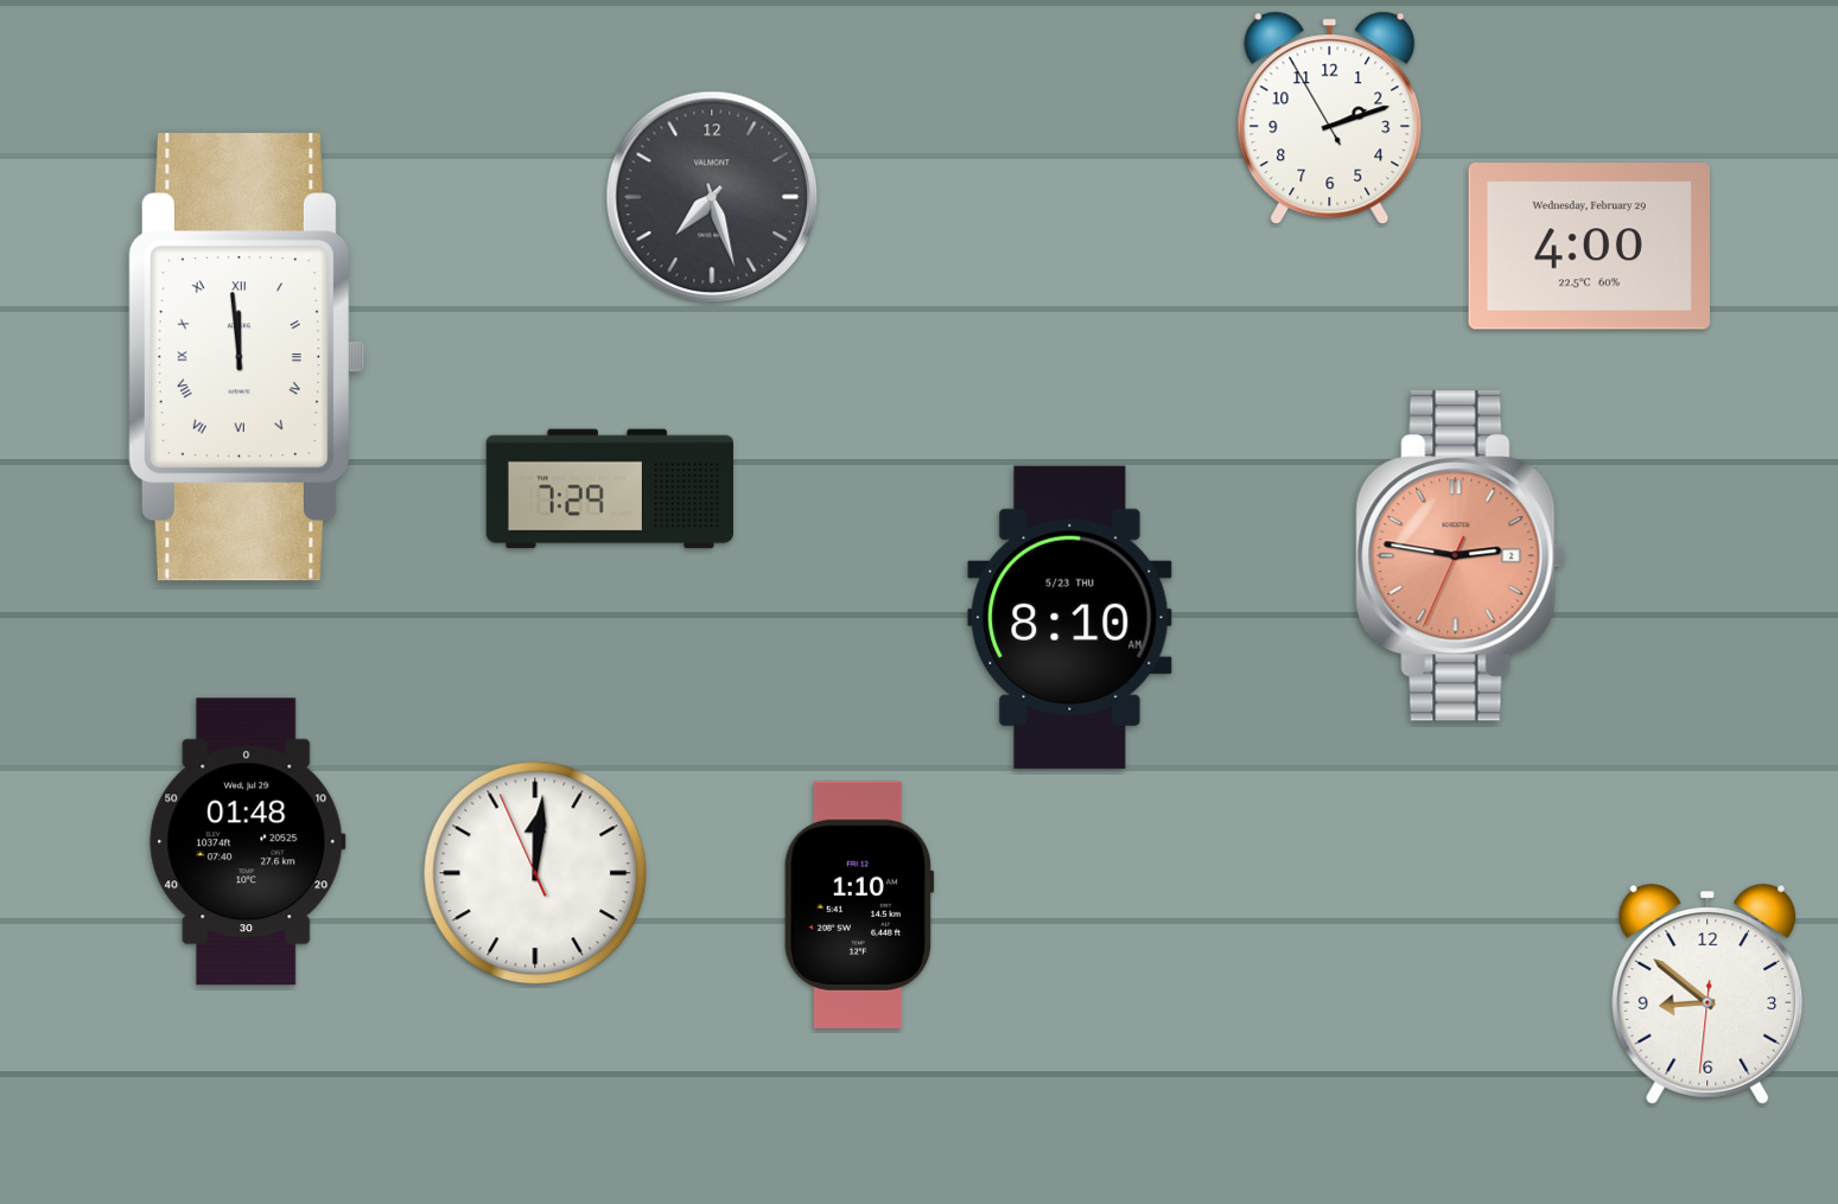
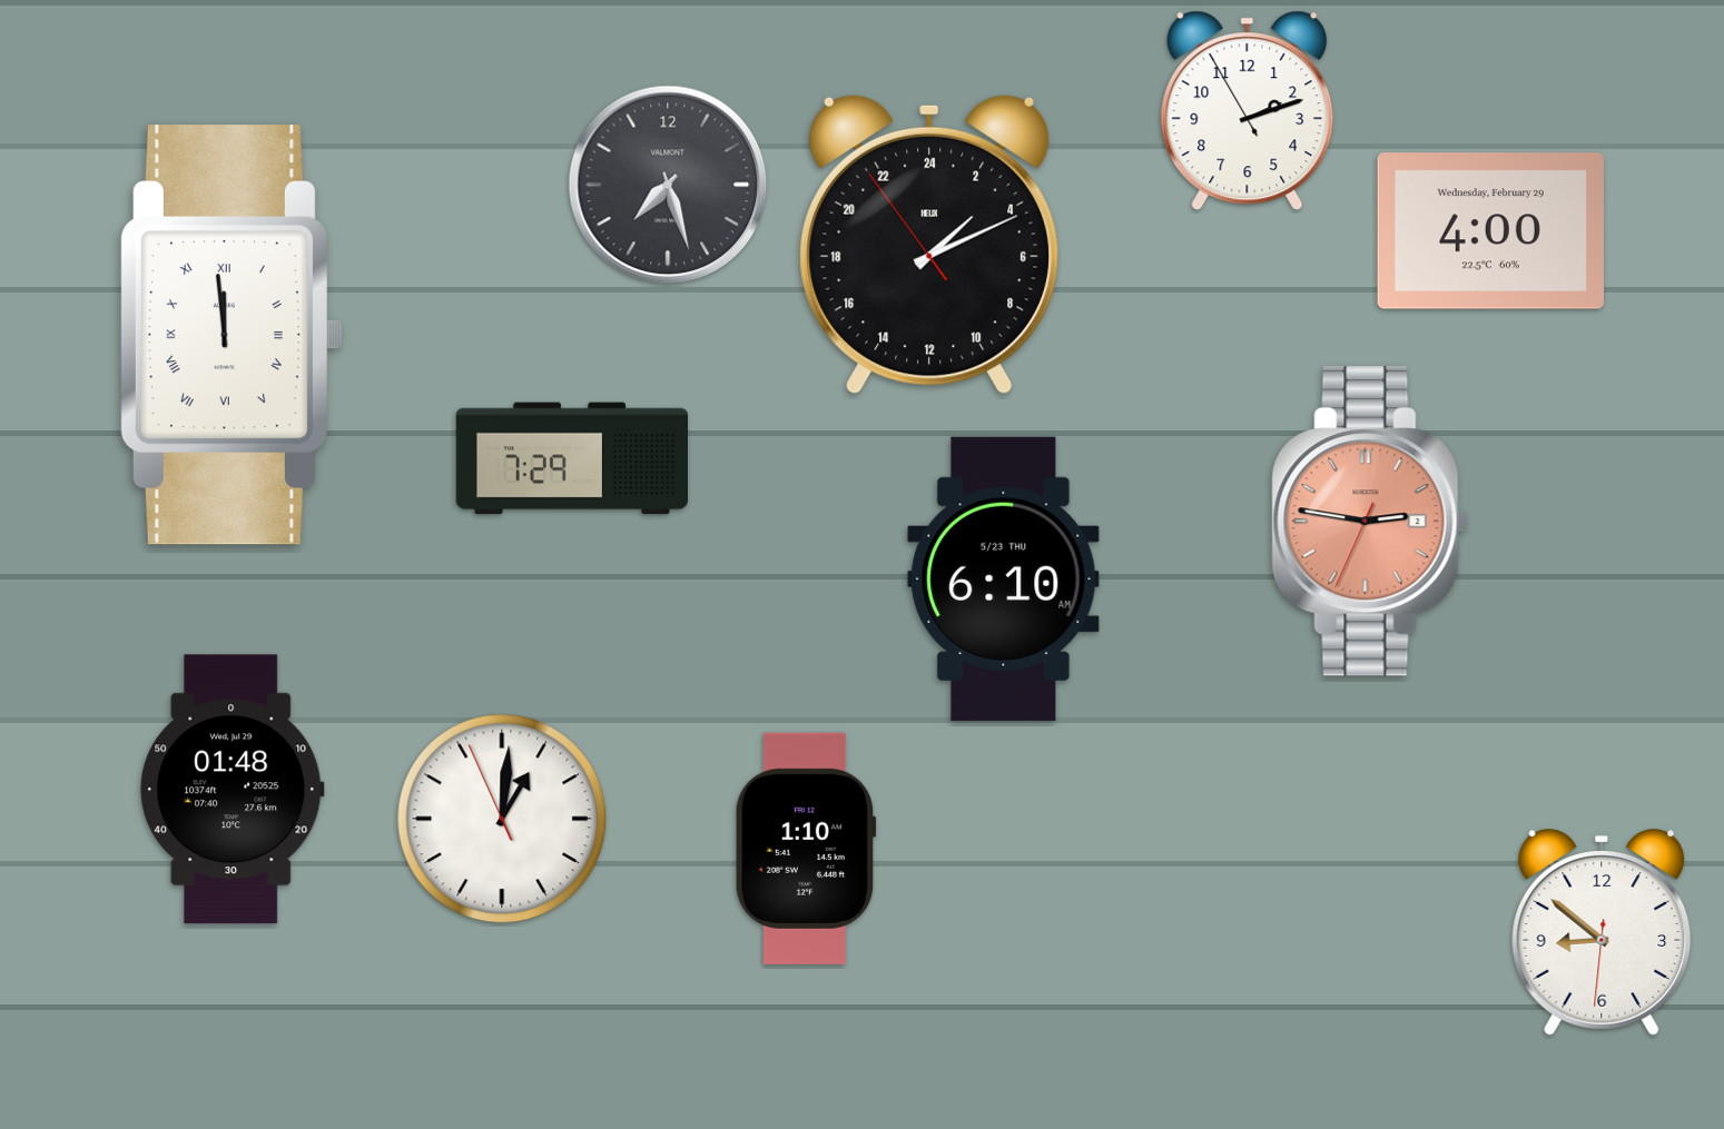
clock at (928, 245): none -> 3:10
clock at (1070, 617): 8:10 -> 6:10
clock at (535, 873): 12:00 -> 1:00
